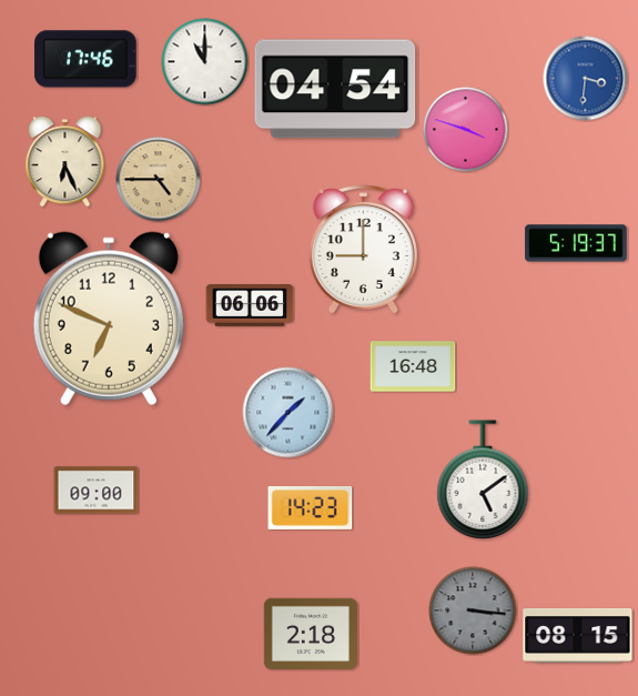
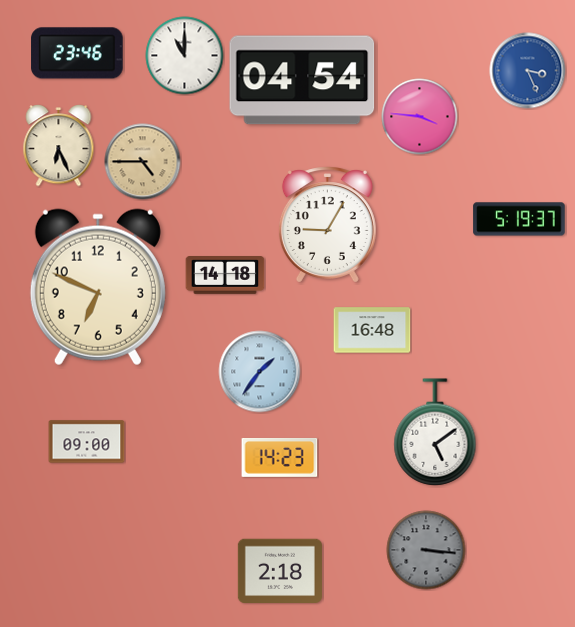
clock at (85, 59): 17:46 -> 23:46
clock at (586, 79): 3:31 -> 3:26
clock at (466, 130): 3:48 -> 3:46
clock at (363, 250): 9:00 -> 9:05
clock at (250, 306): 06:06 -> 14:18
clock at (288, 413): 1:37 -> 1:36
clock at (578, 635): 08:15 -> none
